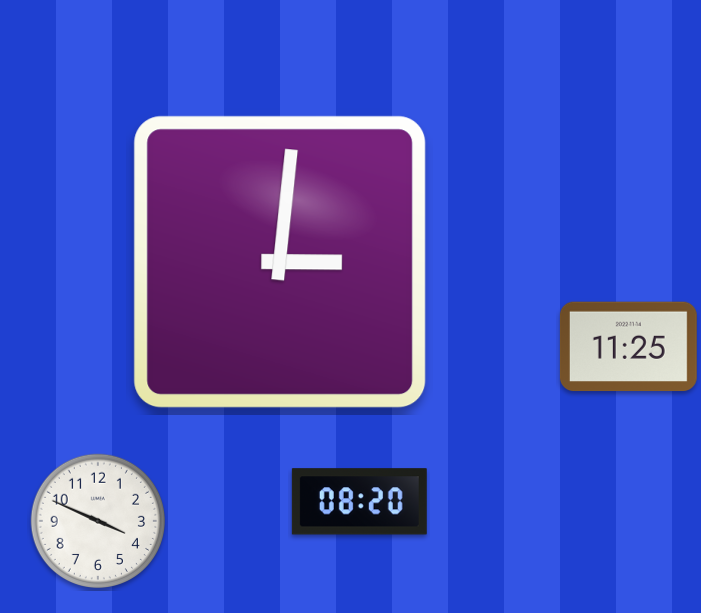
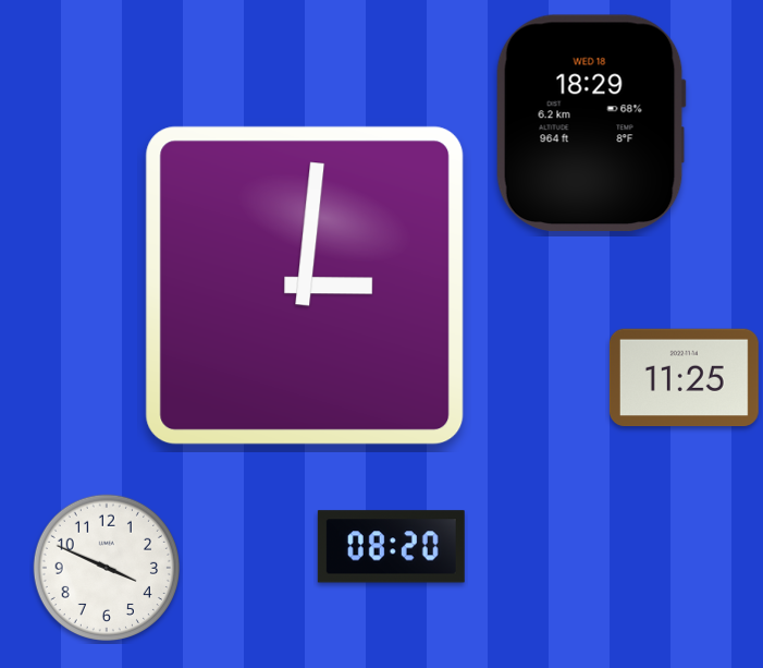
clock at (591, 123): none -> 18:29
